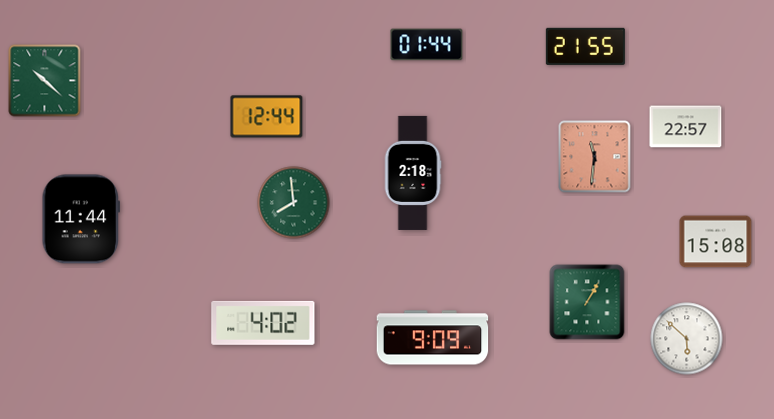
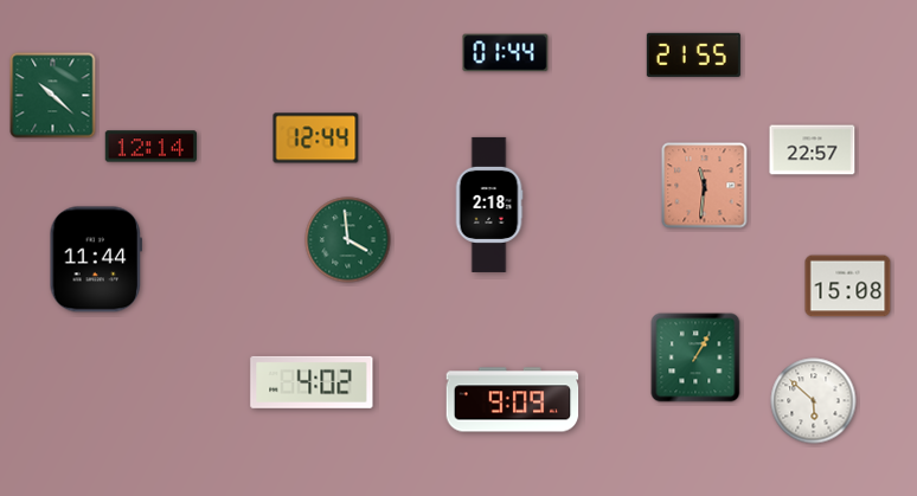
clock at (152, 147): none -> 12:14
clock at (294, 203): 7:59 -> 3:59
